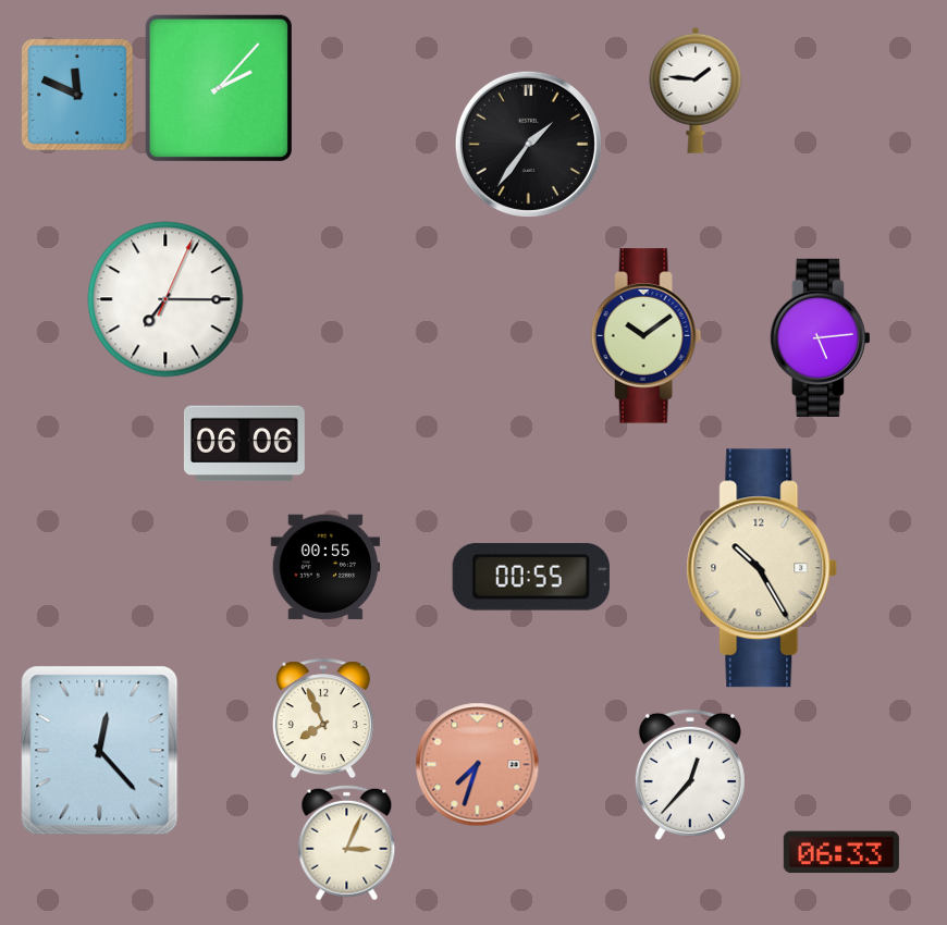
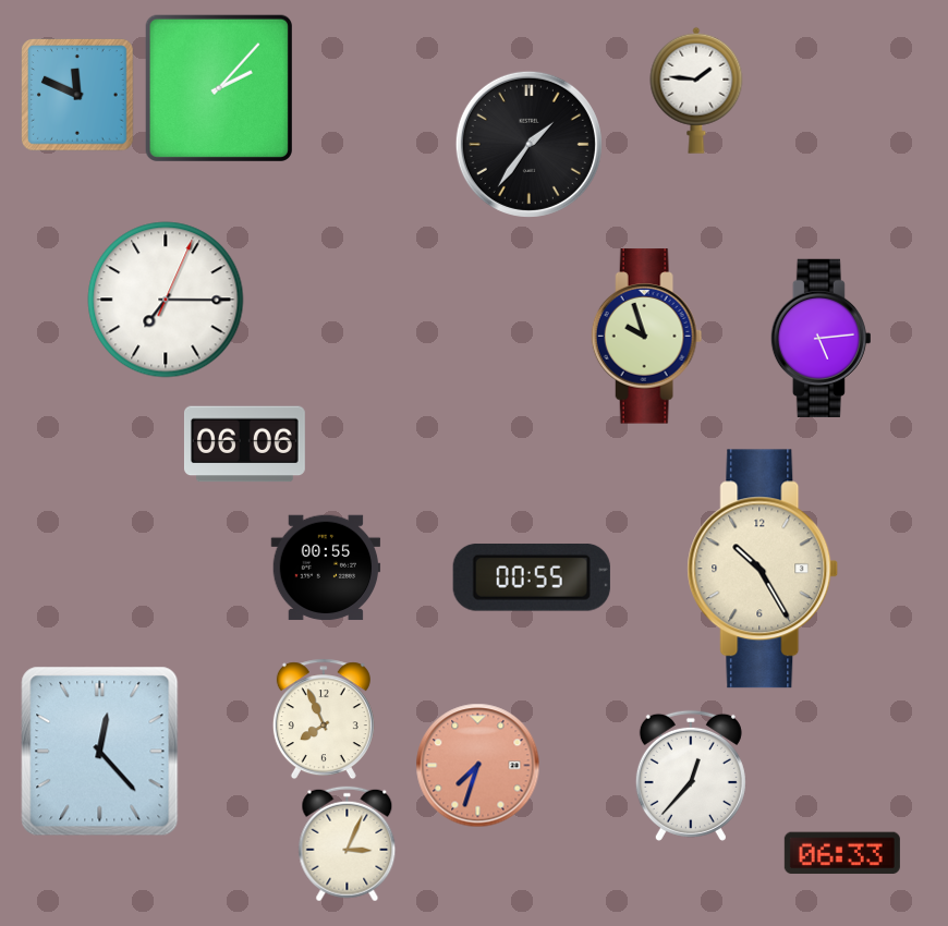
clock at (647, 336): 10:09 -> 9:57
